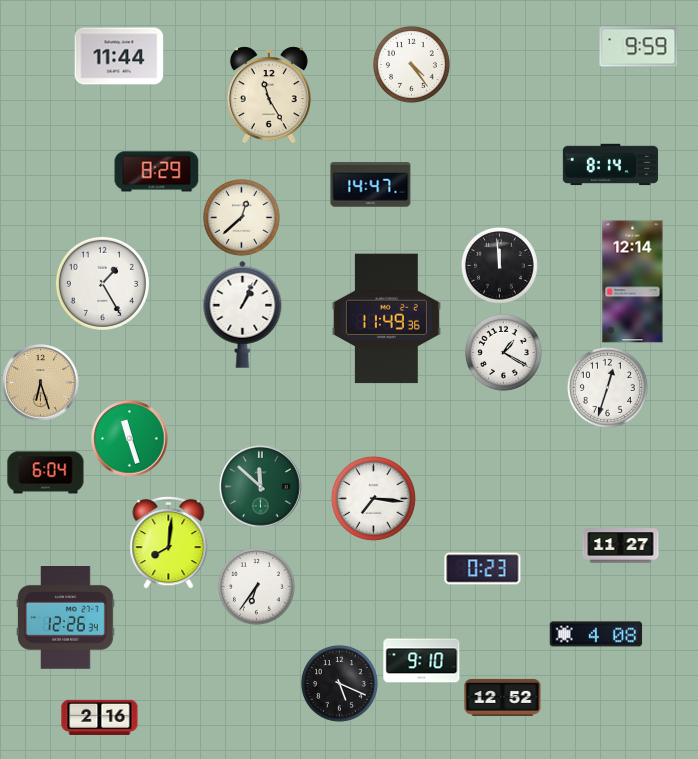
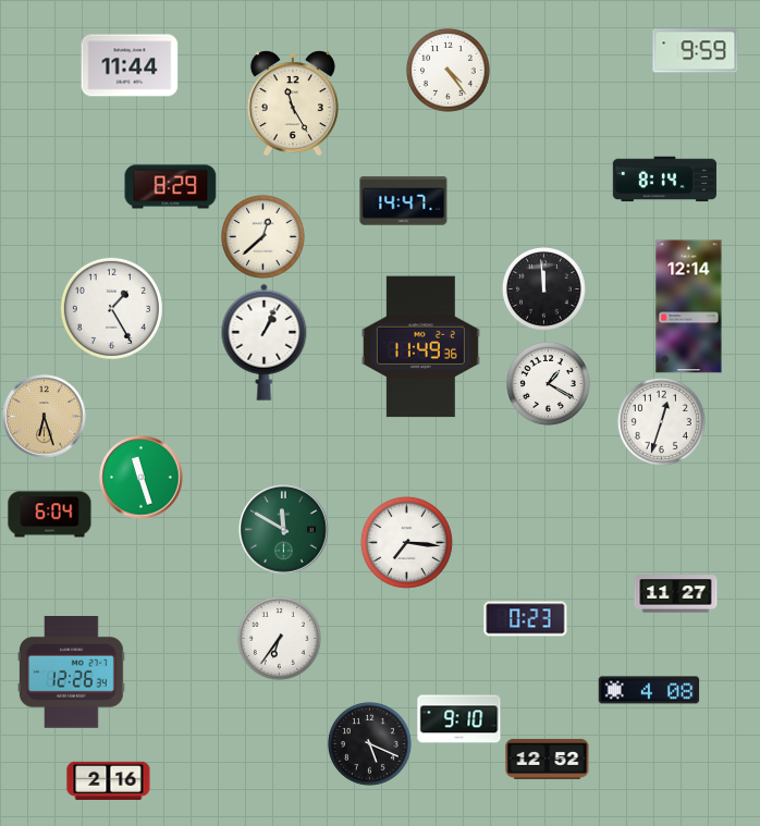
clock at (119, 56) position: (119, 56) -> (130, 65)
clock at (261, 487): 11:52 -> 11:50
clock at (169, 542): 8:01 -> none
